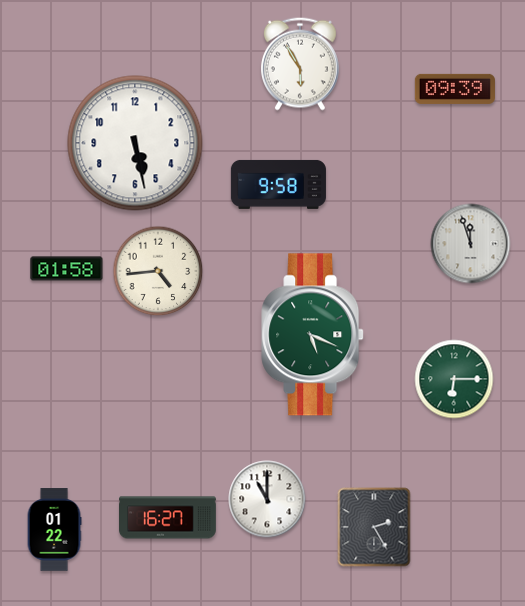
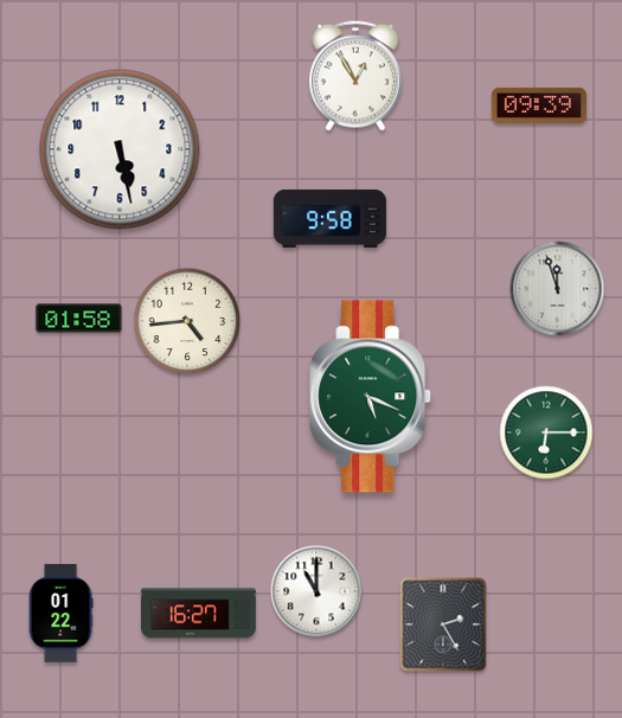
clock at (300, 64): 5:55 -> 12:55
clock at (135, 143) position: (135, 143) -> (120, 149)
clock at (454, 379) position: (454, 379) -> (546, 432)
clock at (54, 530) position: (54, 530) -> (60, 614)
